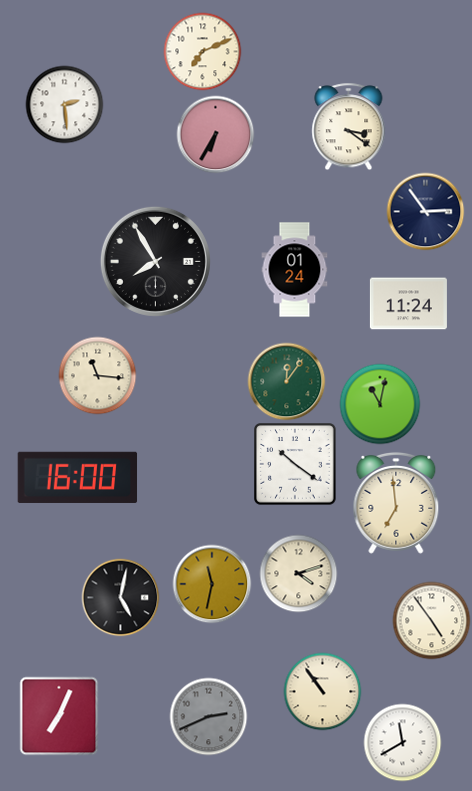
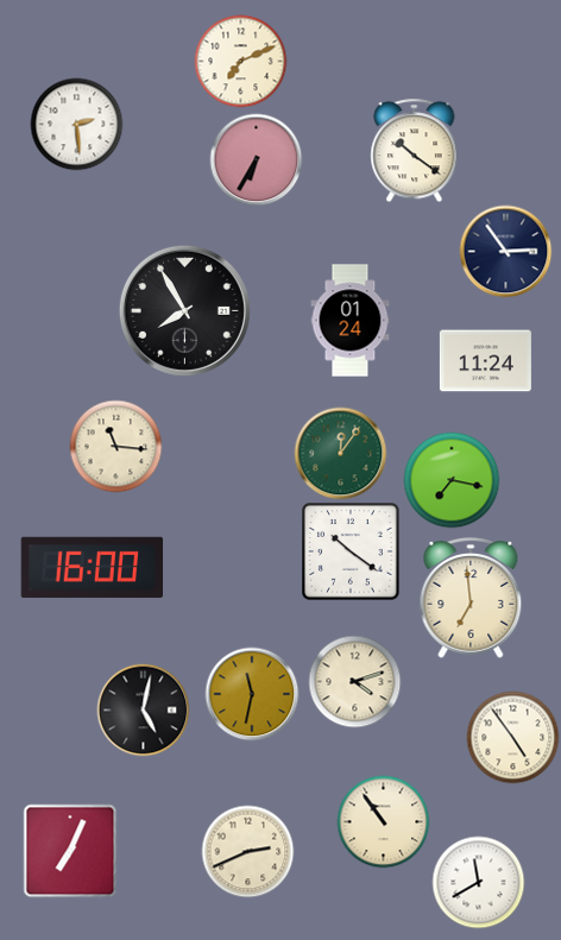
clock at (349, 126): 3:21 -> 10:21
clock at (380, 404): 11:02 -> 7:17
clock at (208, 716) dial: grey -> cream
